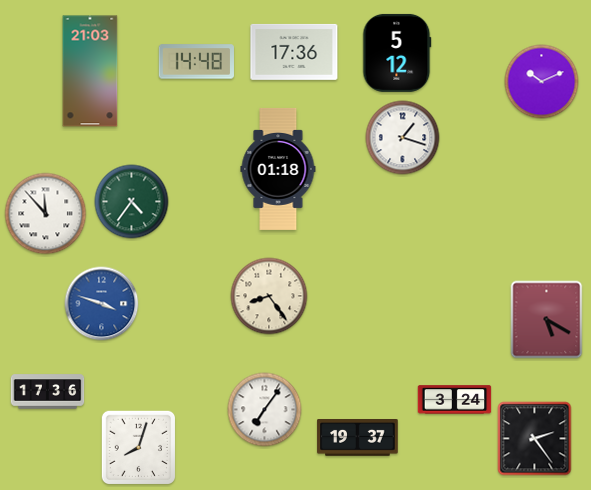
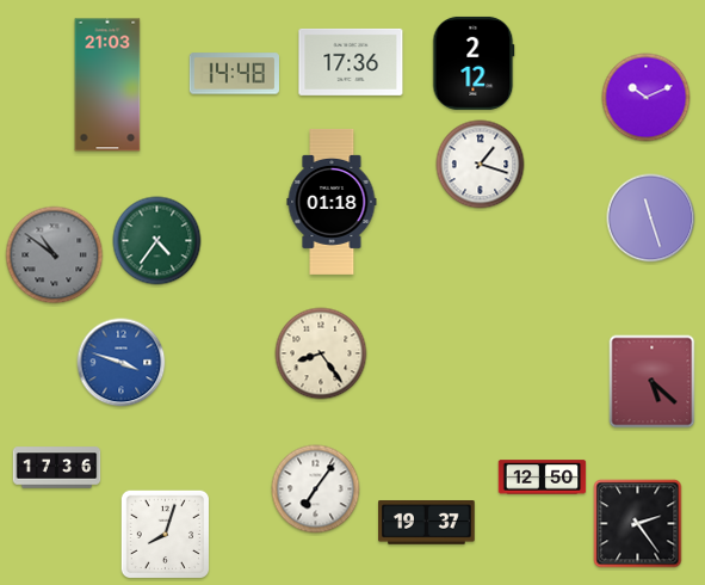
clock at (397, 53): 5:12 -> 2:12
clock at (651, 218): none -> 11:27
clock at (46, 214): 11:53 -> 10:51
clock at (46, 214) dial: white -> grey
clock at (547, 320): 5:20 -> 5:22
clock at (455, 400): 3:24 -> 12:50
